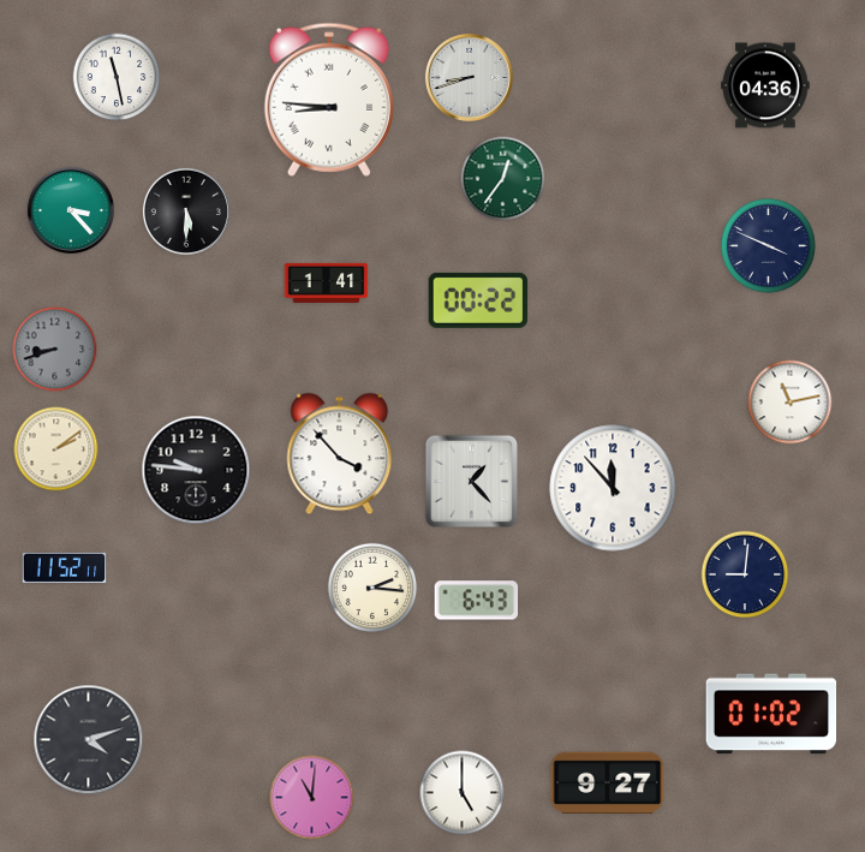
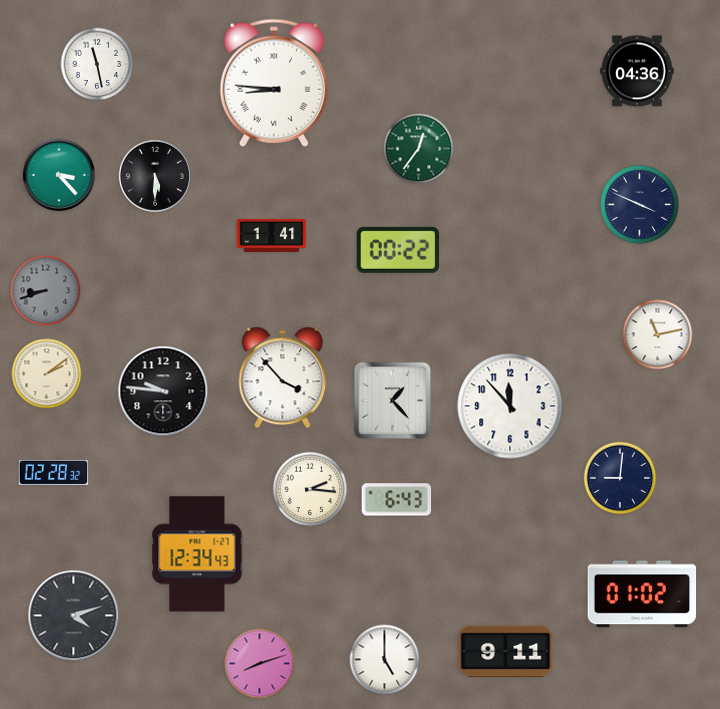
clock at (469, 77): 8:42 -> none
clock at (65, 567): 11:52 -> 02:28
clock at (197, 554): none -> 12:34
clock at (608, 782): 9:27 -> 9:11
clock at (312, 798): 11:01 -> 8:12
